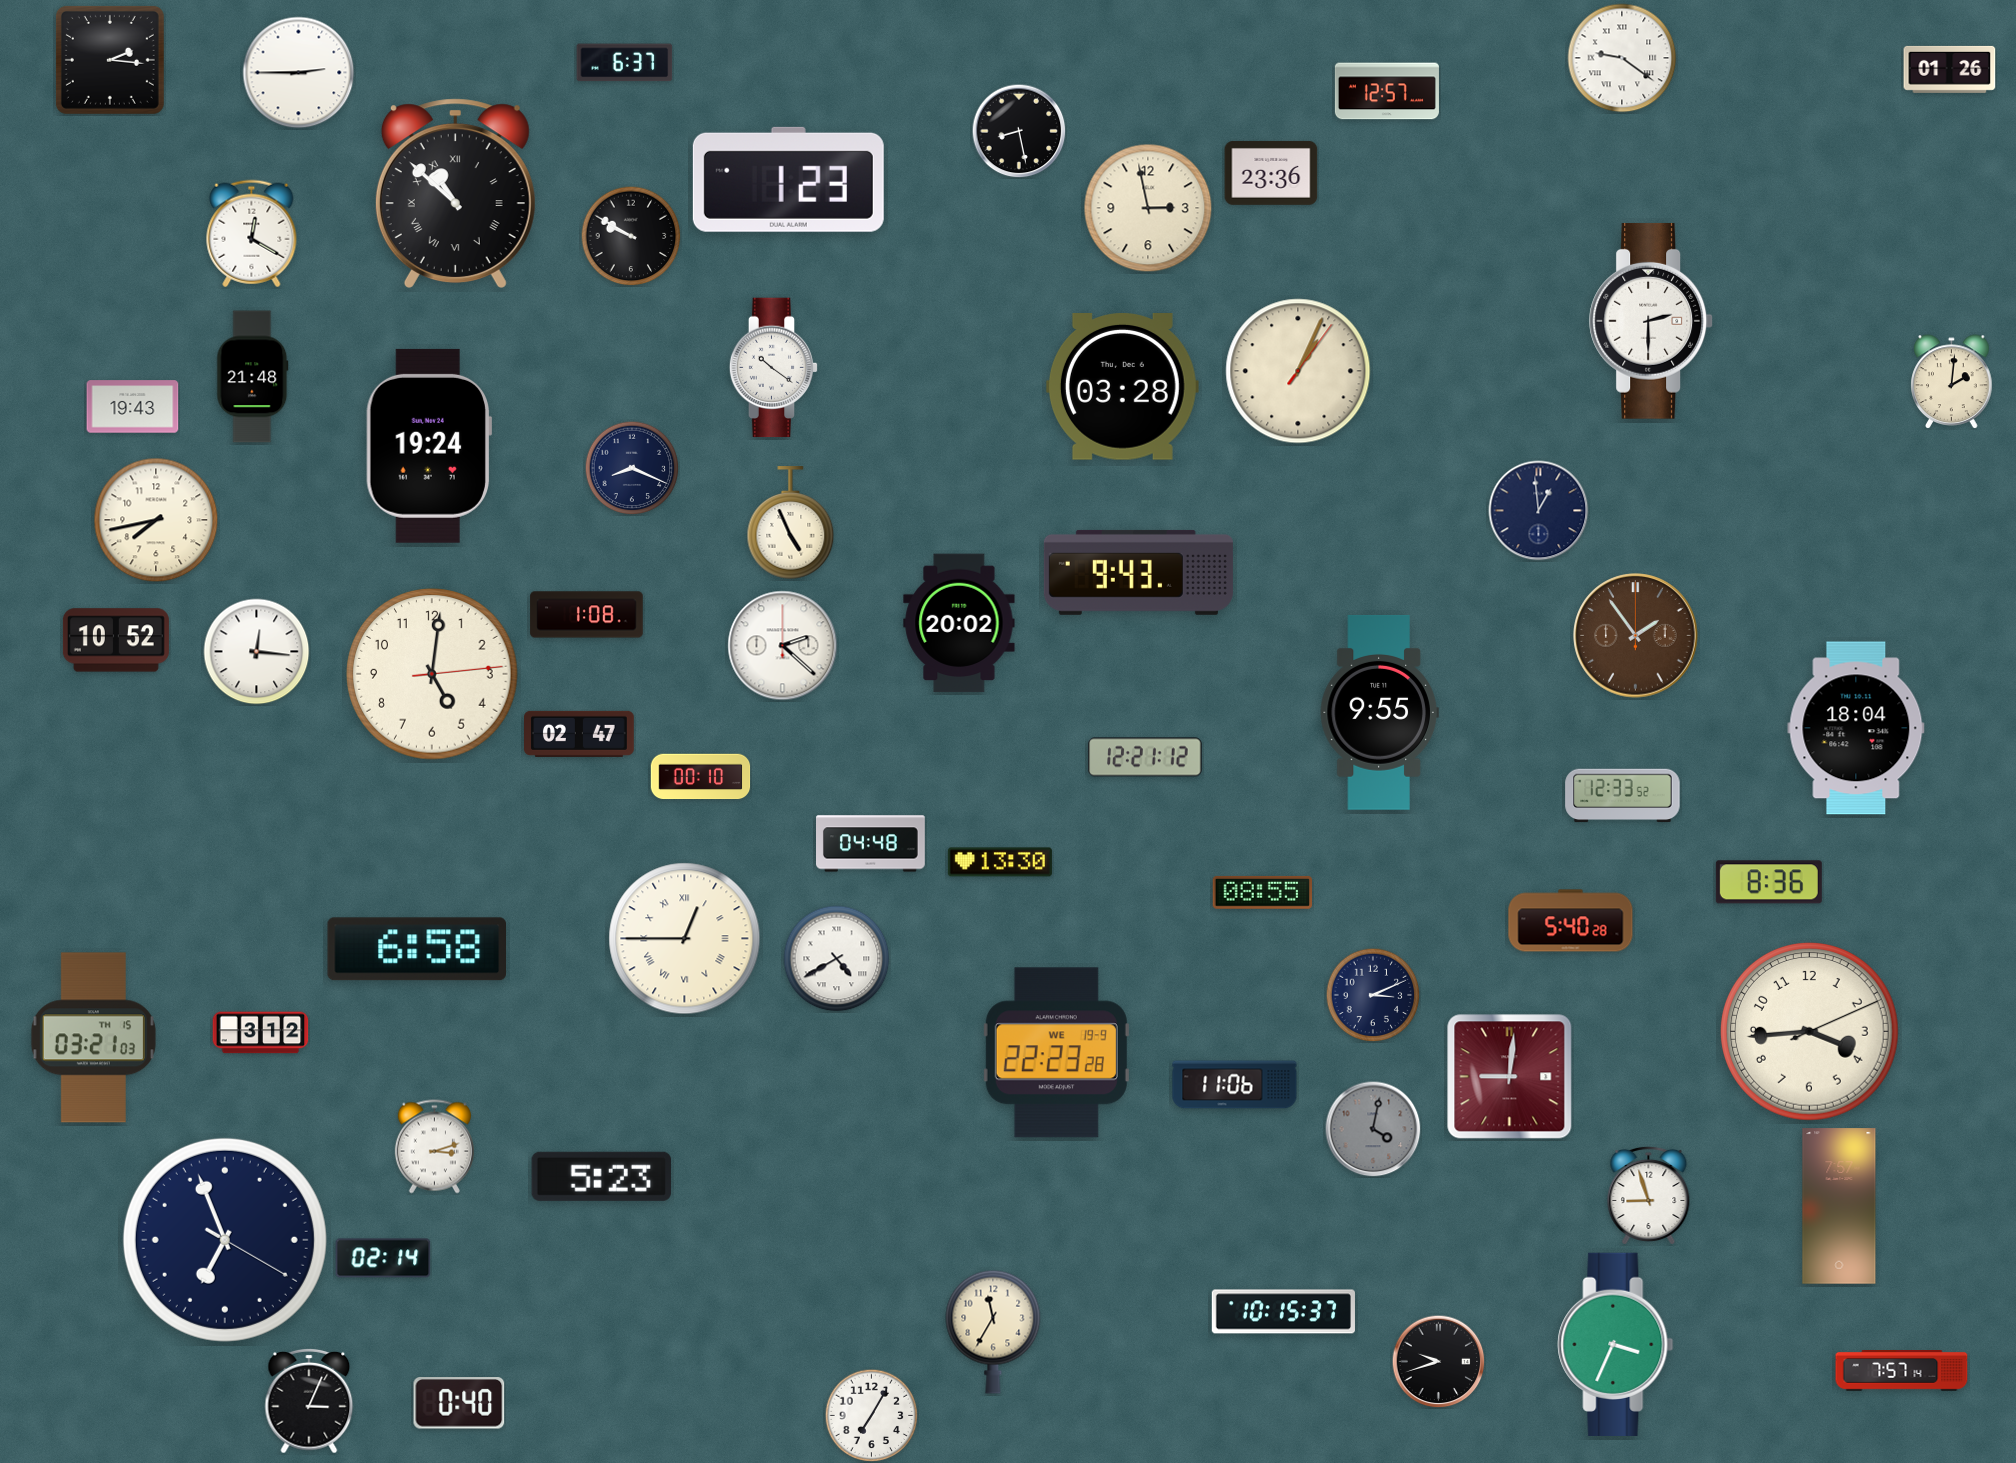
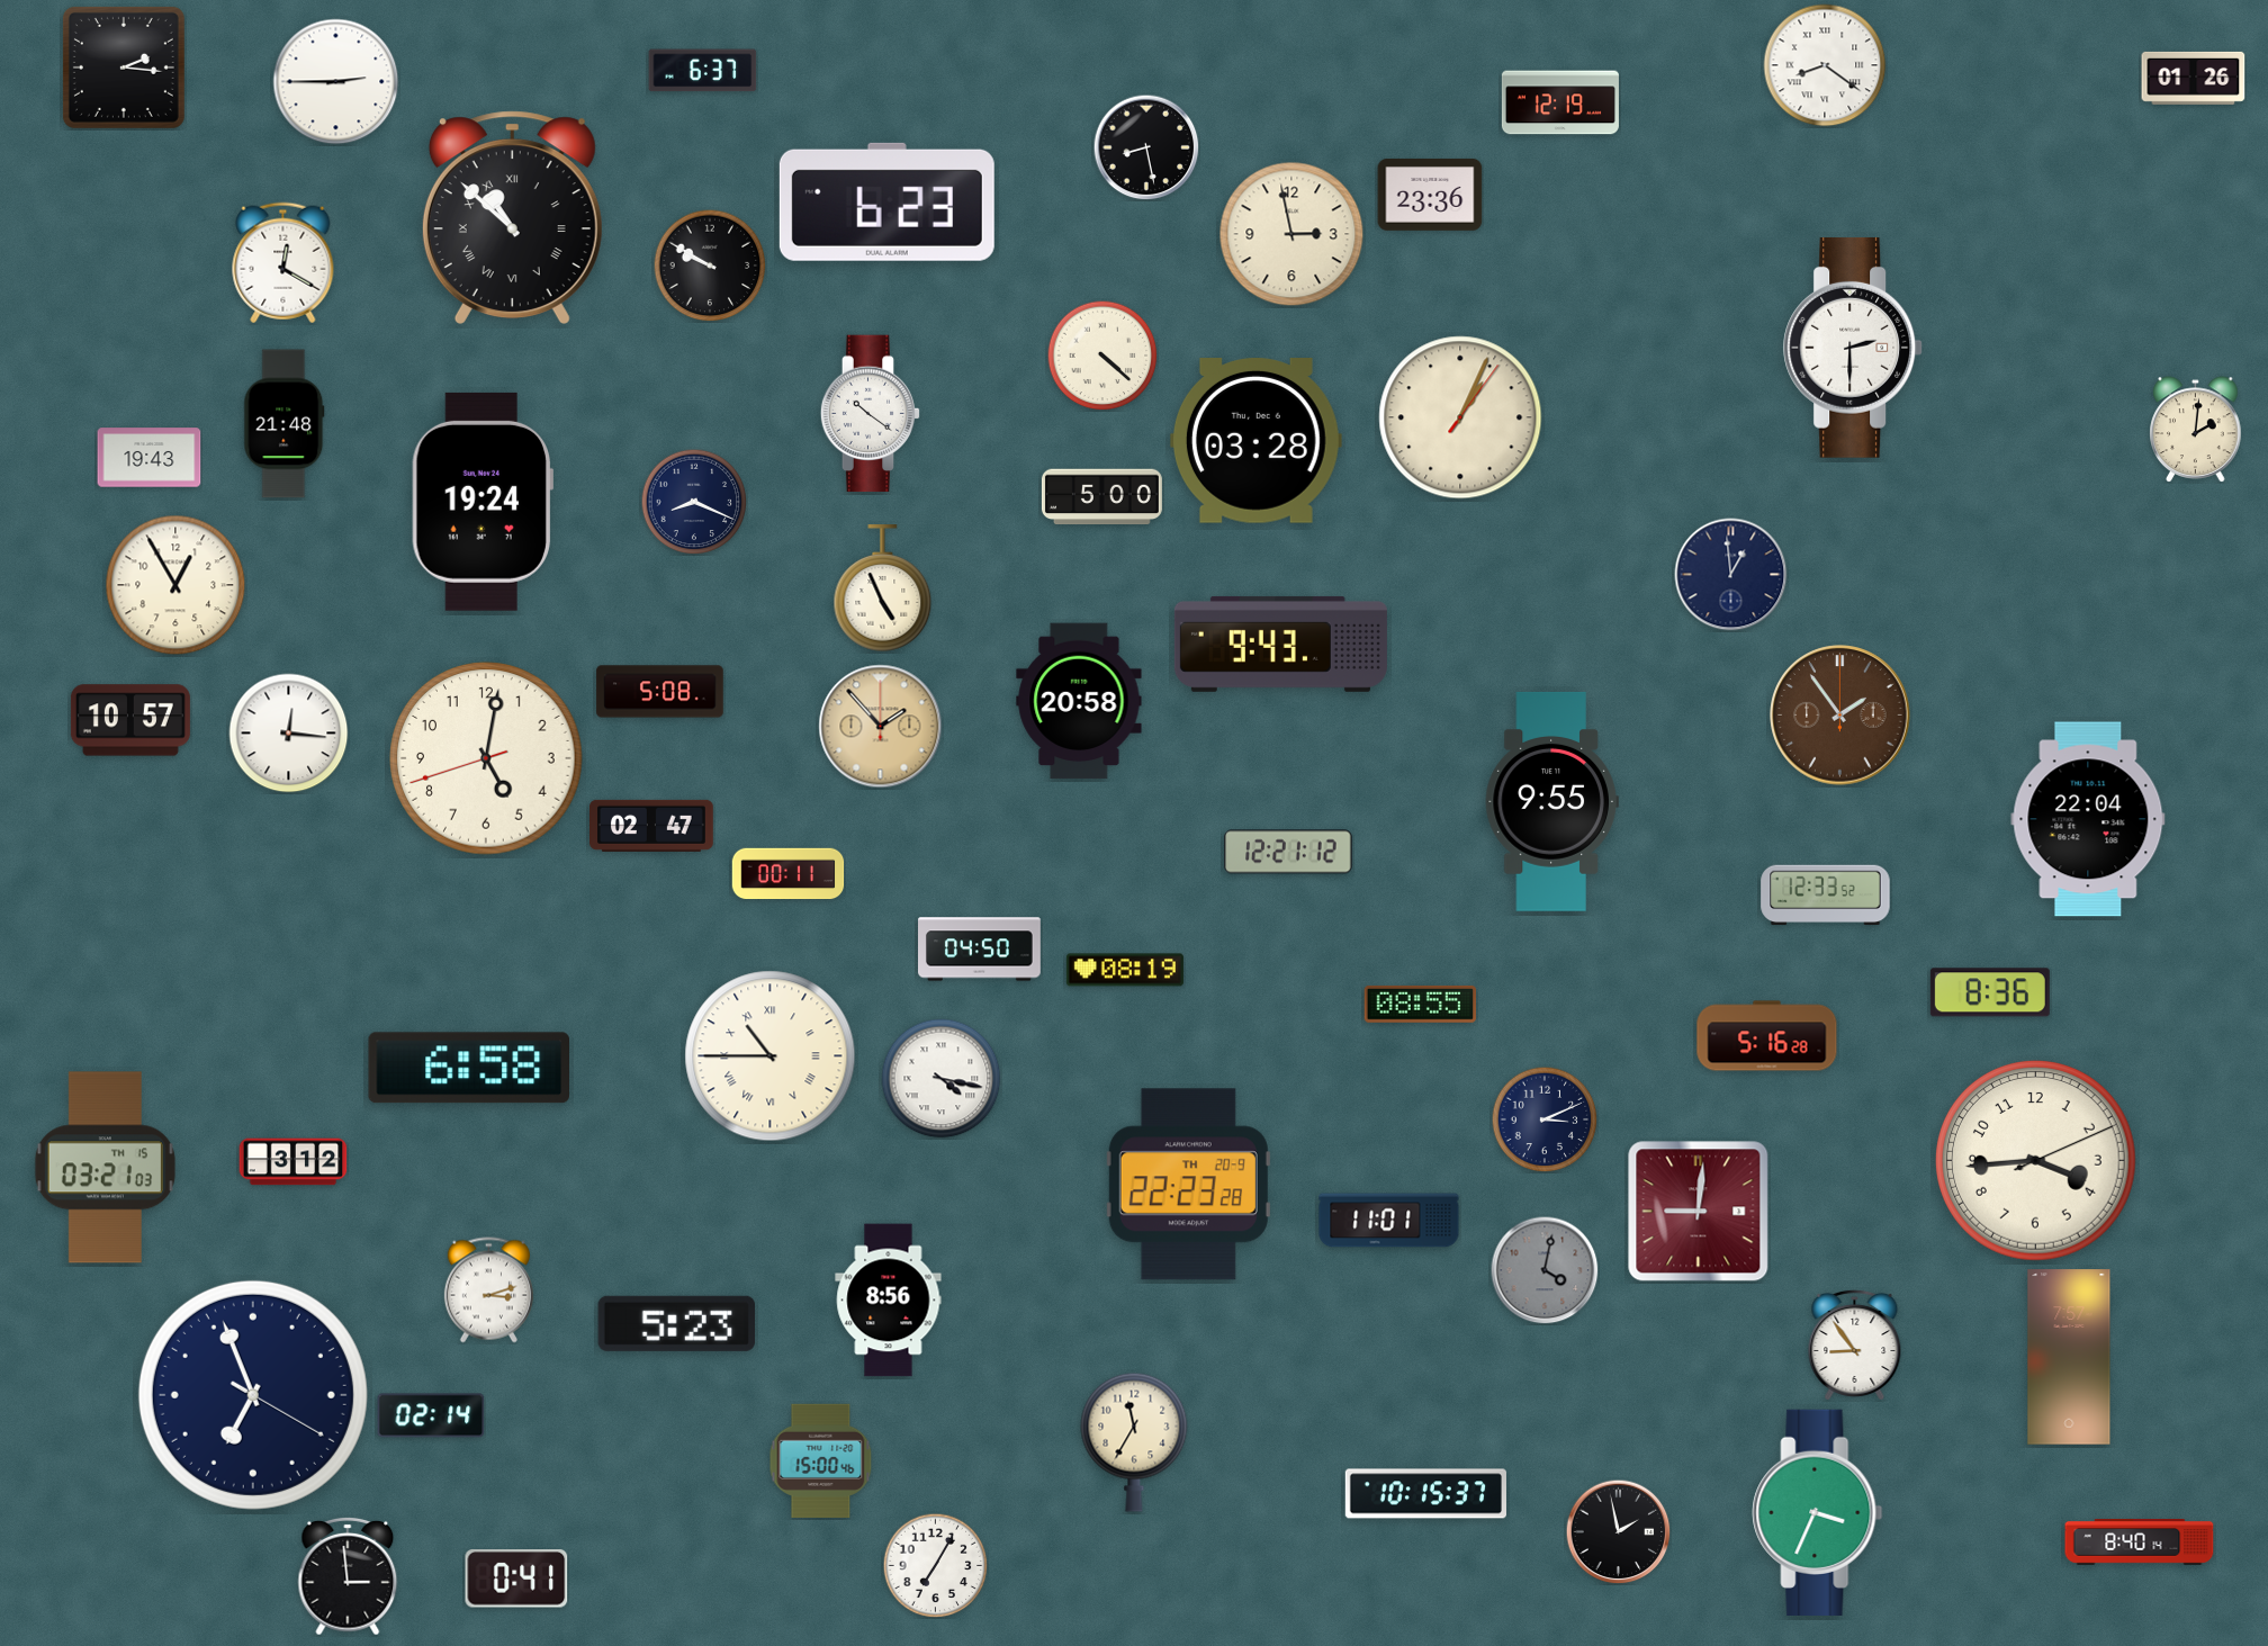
clock at (1622, 58): 9:21 -> 8:21
clock at (1387, 91): 12:57 -> 12:19
clock at (788, 179): 1:23 -> 6:23
clock at (1102, 356): none -> 4:22
clock at (1652, 321) position: (1652, 321) -> (1854, 348)
clock at (1122, 387) position: (1122, 387) -> (1255, 441)
clock at (1101, 497): none -> 5:00
clock at (632, 468) position: (632, 468) -> (694, 502)
clock at (156, 520): 7:43 -> 12:55
clock at (791, 523) position: (791, 523) -> (883, 588)
clock at (587, 615): 1:08 -> 5:08
clock at (959, 623): 20:02 -> 20:58
clock at (116, 640): 10:52 -> 10:57
clock at (783, 646): 2:22 -> 1:53
clock at (783, 646) dial: white -> champagne
clock at (432, 674): 5:01:14 -> 5:01:42
clock at (1856, 728): 18:04 -> 22:04
clock at (701, 777): 00:10 -> 00:11
clock at (871, 844): 04:48 -> 04:50
clock at (1000, 862): 13:30 -> 08:19
clock at (1571, 921): 5:40 -> 5:16
clock at (685, 939): 12:45 -> 10:45
clock at (837, 959): 4:40 -> 4:17
clock at (1056, 1053) date: WE 19-9 -> TH 20-9
clock at (1235, 1085): 11:06 -> 11:01
clock at (889, 1301): none -> 8:56
clock at (1649, 1195): 8:57 -> 8:54
clock at (821, 1460): none -> 15:00
clock at (1283, 1312) position: (1283, 1312) -> (1425, 1494)
clock at (993, 1332) position: (993, 1332) -> (1134, 1442)
clock at (1438, 1361): 9:42 -> 1:58
clock at (1902, 1371): 7:57 -> 8:40
clock at (309, 1401): 3:04 -> 2:59
clock at (459, 1403): 0:40 -> 0:41
clock at (871, 1415) position: (871, 1415) -> (935, 1565)
